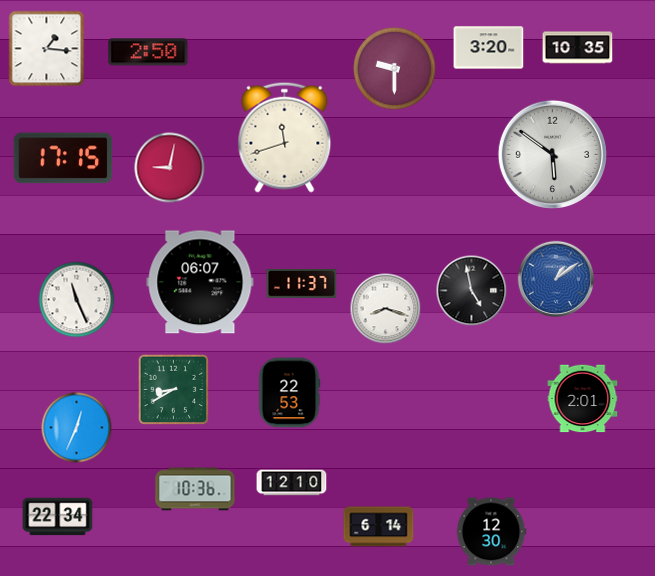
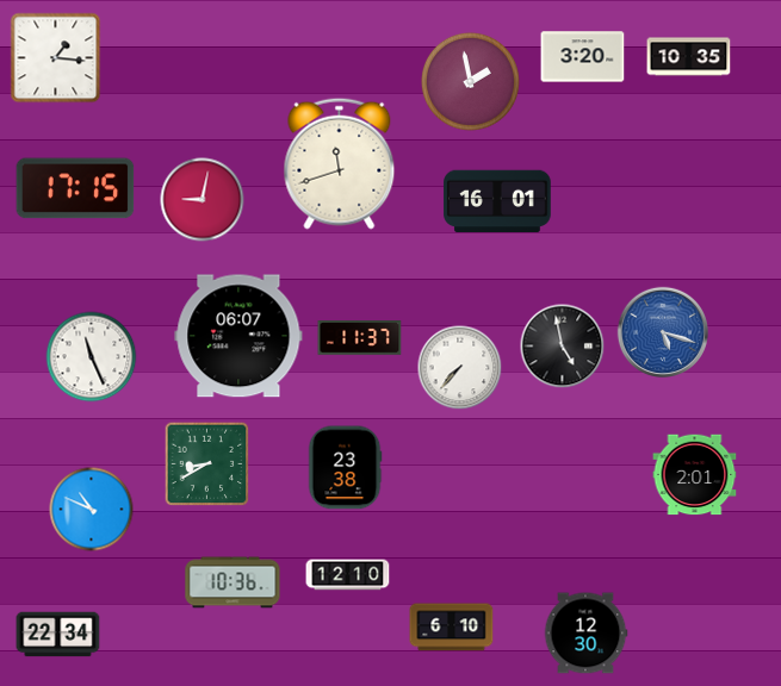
clock at (148, 52): 2:50 -> none
clock at (394, 68): 9:30 -> 1:58
clock at (552, 154): 5:51 -> none
clock at (497, 201): none -> 16:01
clock at (555, 278): 1:09 -> 5:18
clock at (386, 309): 8:18 -> 7:37
clock at (289, 393): 22:53 -> 23:38
clock at (77, 428): 12:34 -> 10:49
clock at (58, 517) position: (58, 517) -> (58, 635)
clock at (379, 527): 6:14 -> 6:10
